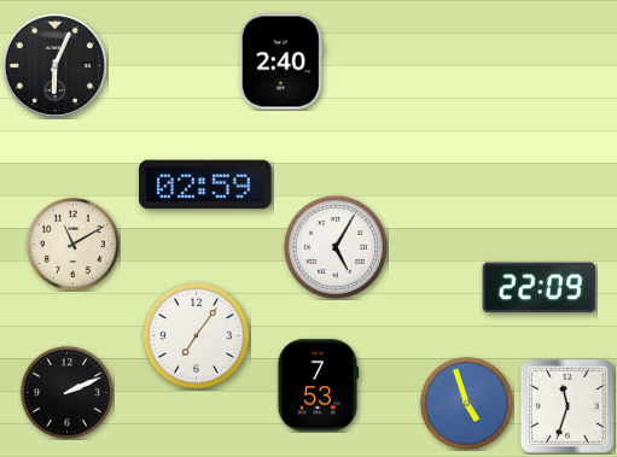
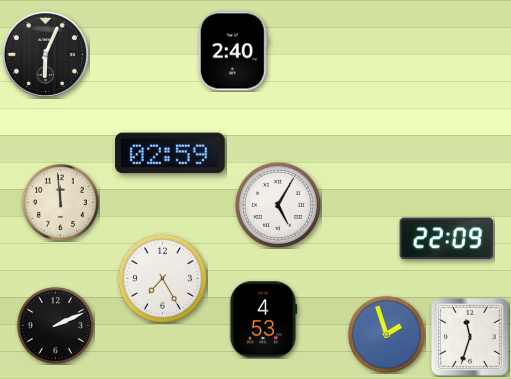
clock at (72, 244): 11:10 -> 11:59
clock at (196, 335): 7:06 -> 7:25
clock at (318, 386): 7:53 -> 4:53
clock at (466, 403): 4:57 -> 1:57
